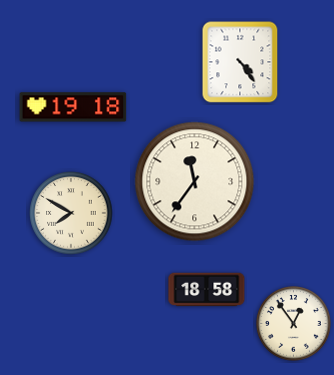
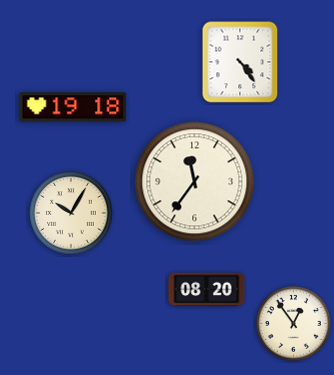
clock at (71, 213): 7:50 -> 10:05
clock at (207, 290): 18:58 -> 08:20
